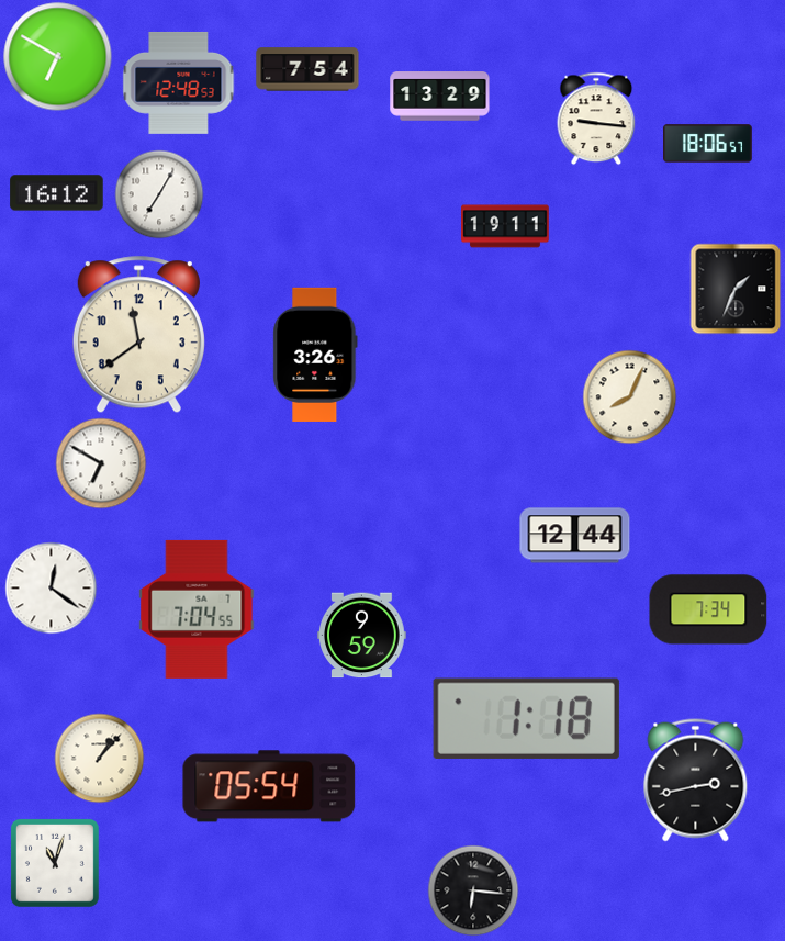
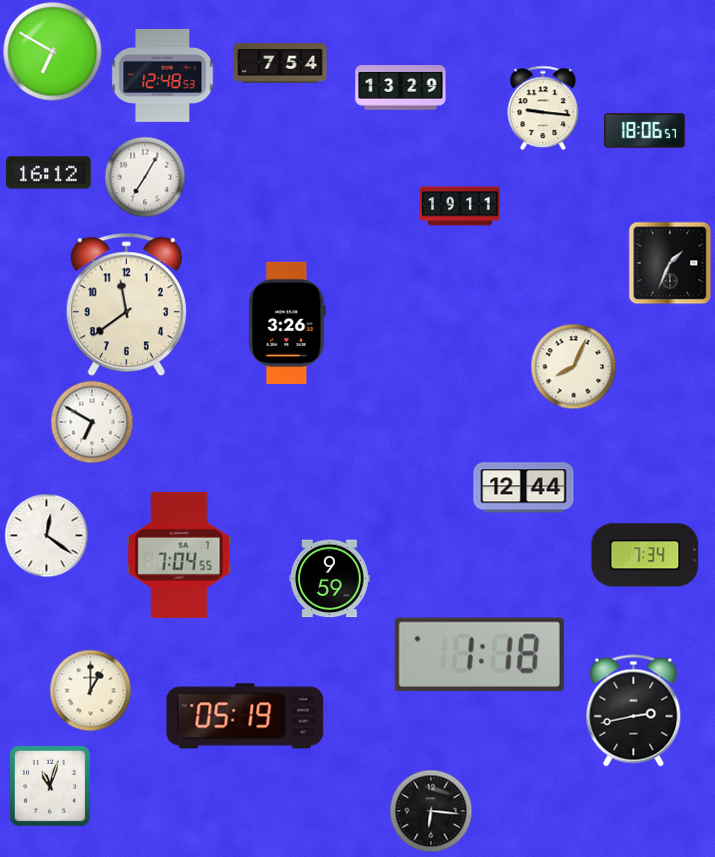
clock at (57, 193) position: (57, 193) -> (49, 173)
clock at (629, 396) position: (629, 396) -> (573, 366)
clock at (99, 758): 1:07 -> 1:00
clock at (269, 786): 05:54 -> 05:19
